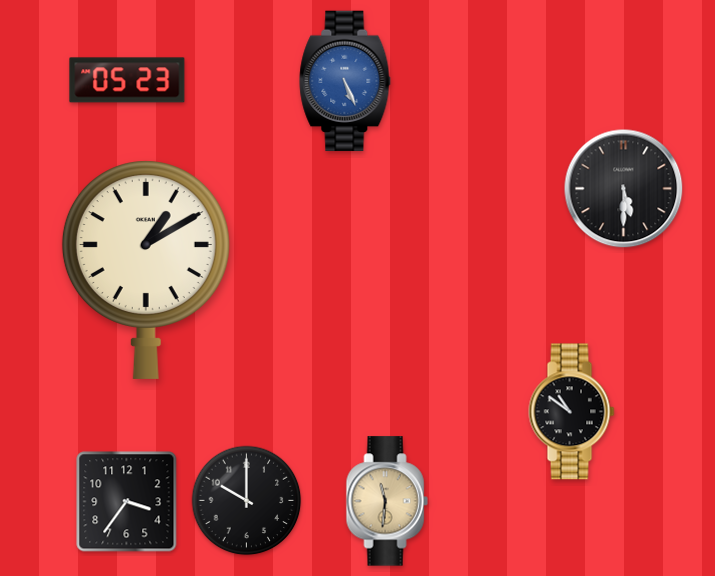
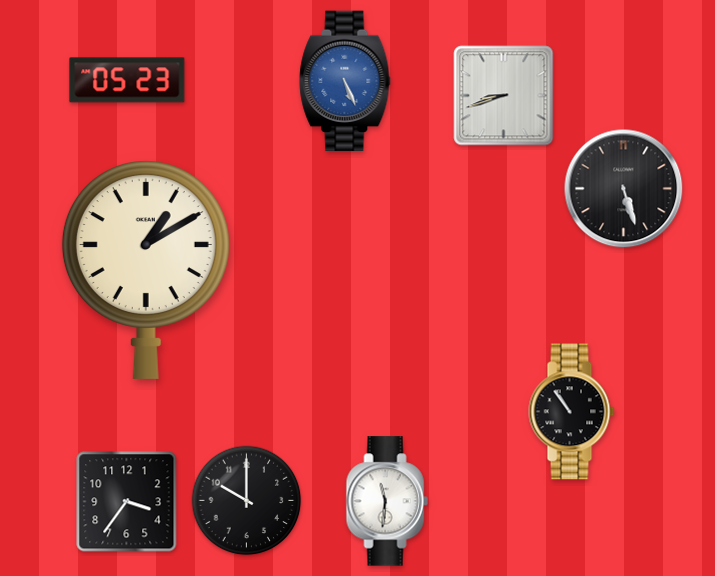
clock at (504, 96): none -> 8:42
clock at (624, 189): 5:30 -> 5:27
clock at (572, 412): 10:51 -> 10:54
clock at (387, 501) dial: champagne -> white
